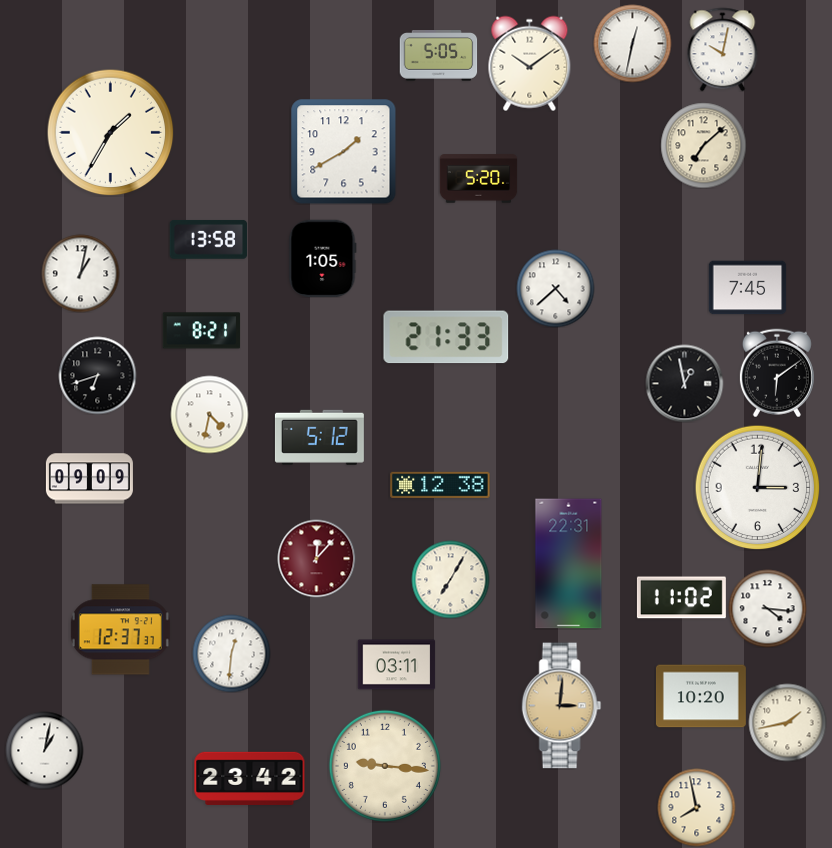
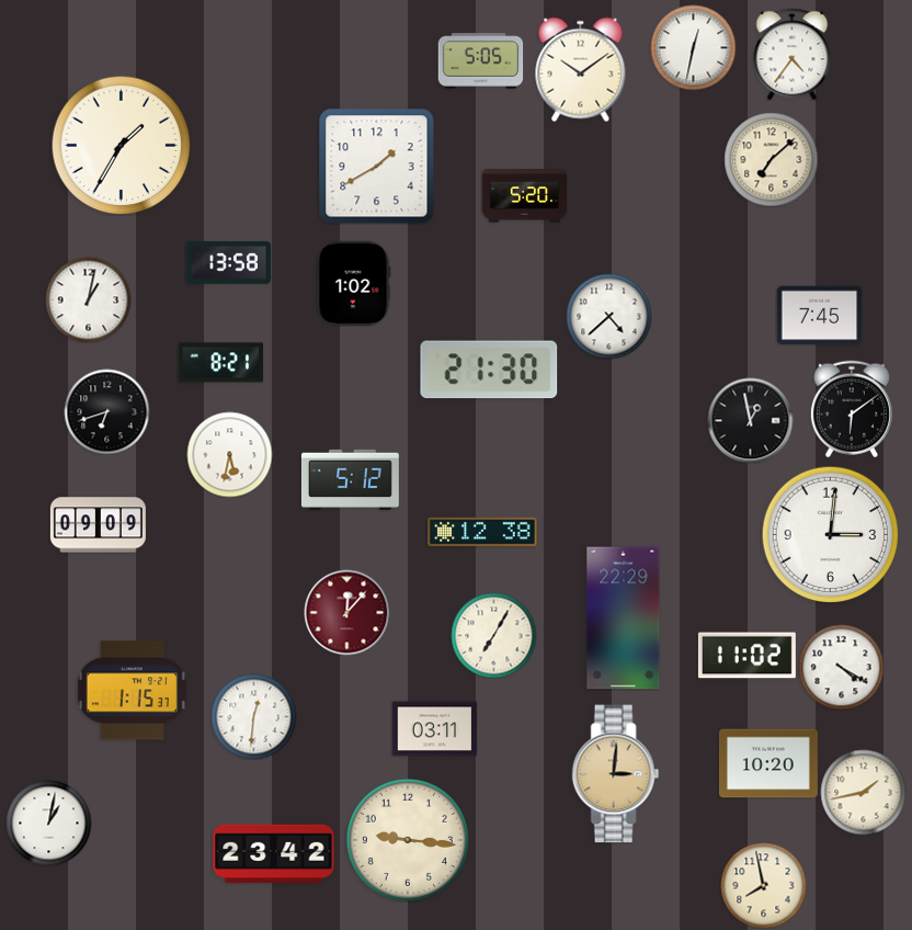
clock at (723, 49): 10:02 -> 4:36
clock at (323, 258): 1:05 -> 1:02
clock at (446, 337): 21:33 -> 21:30
clock at (209, 414): 4:32 -> 5:32
clock at (569, 564): 22:31 -> 22:29
clock at (767, 608): 4:16 -> 4:20
clock at (120, 630): 12:37 -> 1:15
clock at (385, 766) position: (385, 766) -> (408, 840)
